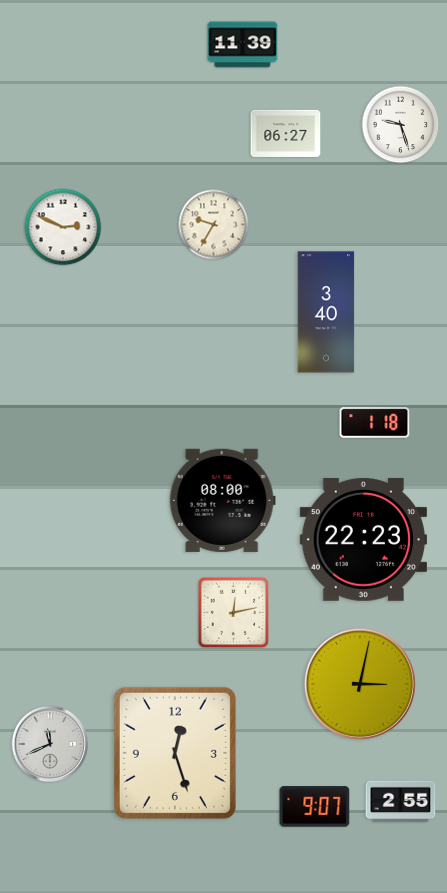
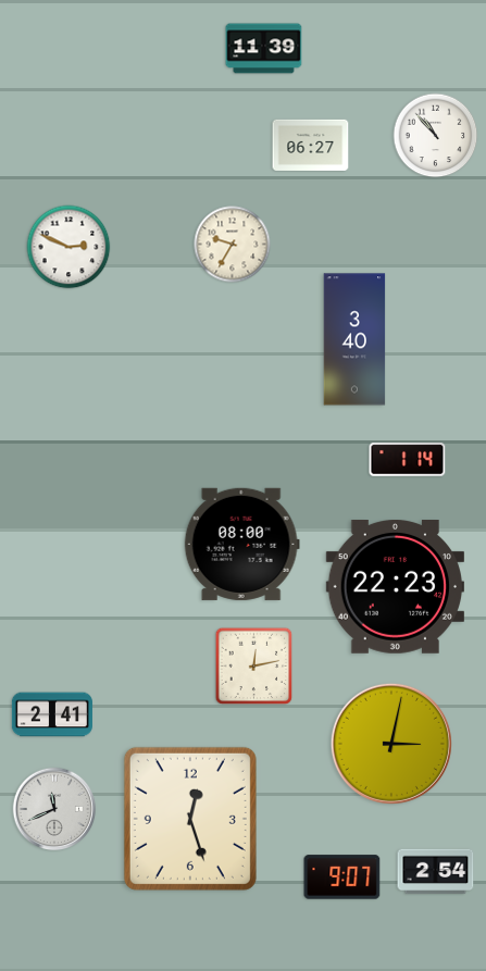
clock at (401, 125): 9:27 -> 10:53
clock at (375, 423): 1:18 -> 1:14
clock at (52, 714): none -> 2:41
clock at (401, 802): 2:55 -> 2:54
